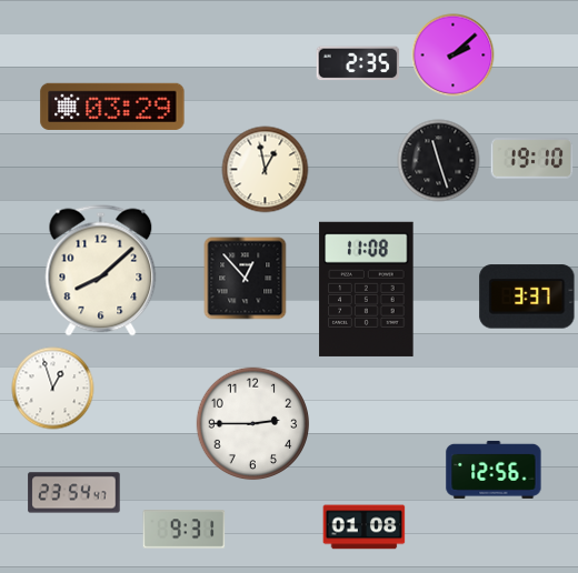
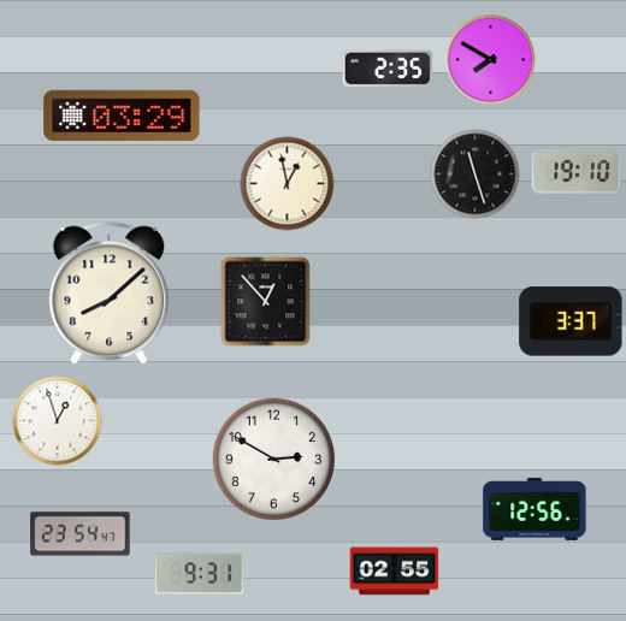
clock at (454, 56): 2:08 -> 7:50
clock at (367, 289): 11:08 -> none
clock at (253, 424): 2:45 -> 2:50
clock at (365, 527): 01:08 -> 02:55
